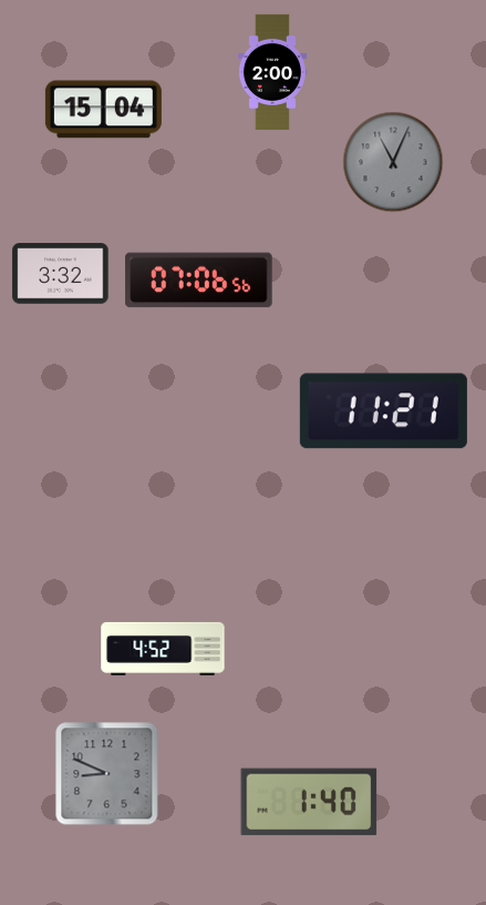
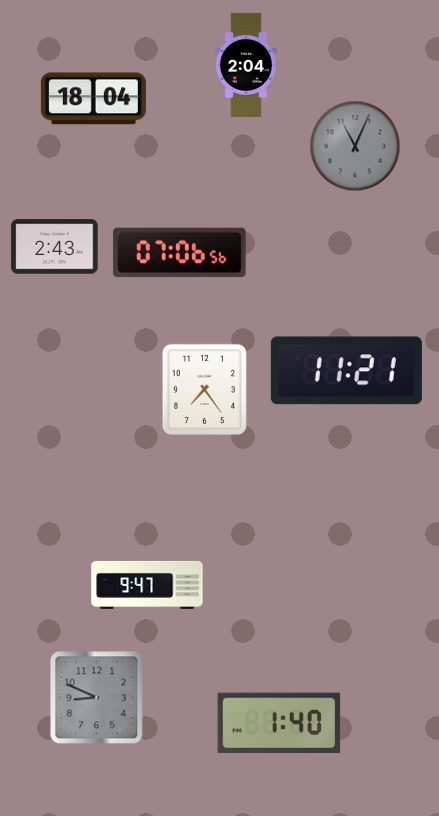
clock at (272, 72): 2:00 -> 2:04
clock at (103, 110): 15:04 -> 18:04
clock at (61, 274): 3:32 -> 2:43
clock at (204, 389): none -> 7:24
clock at (163, 649): 4:52 -> 9:47
